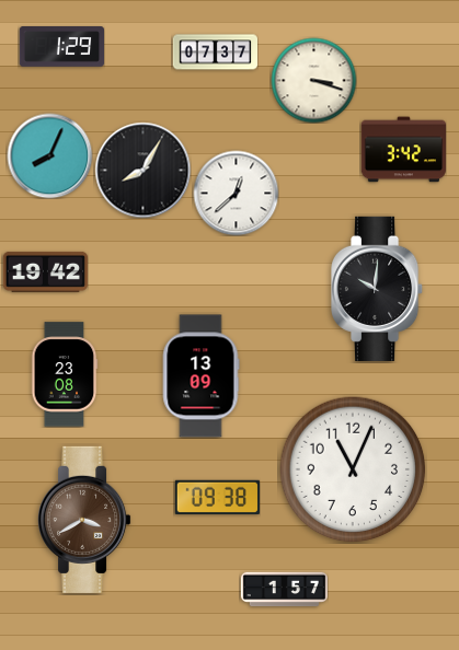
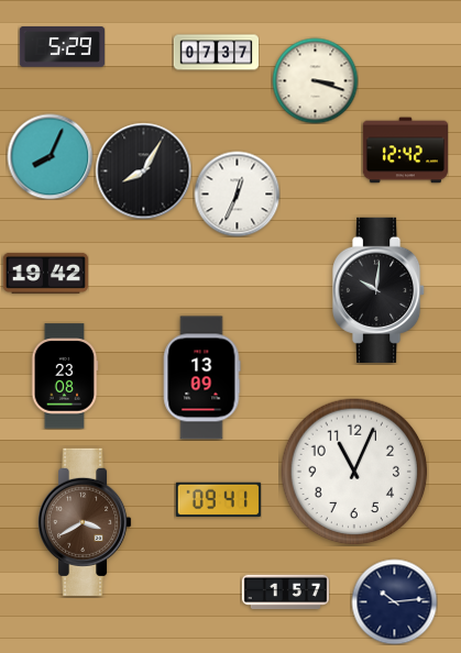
clock at (61, 47): 1:29 -> 5:29
clock at (403, 150): 3:42 -> 12:42
clock at (236, 193): 12:38 -> 12:34
clock at (217, 497): 09:38 -> 09:41
clock at (394, 601): none -> 10:14
